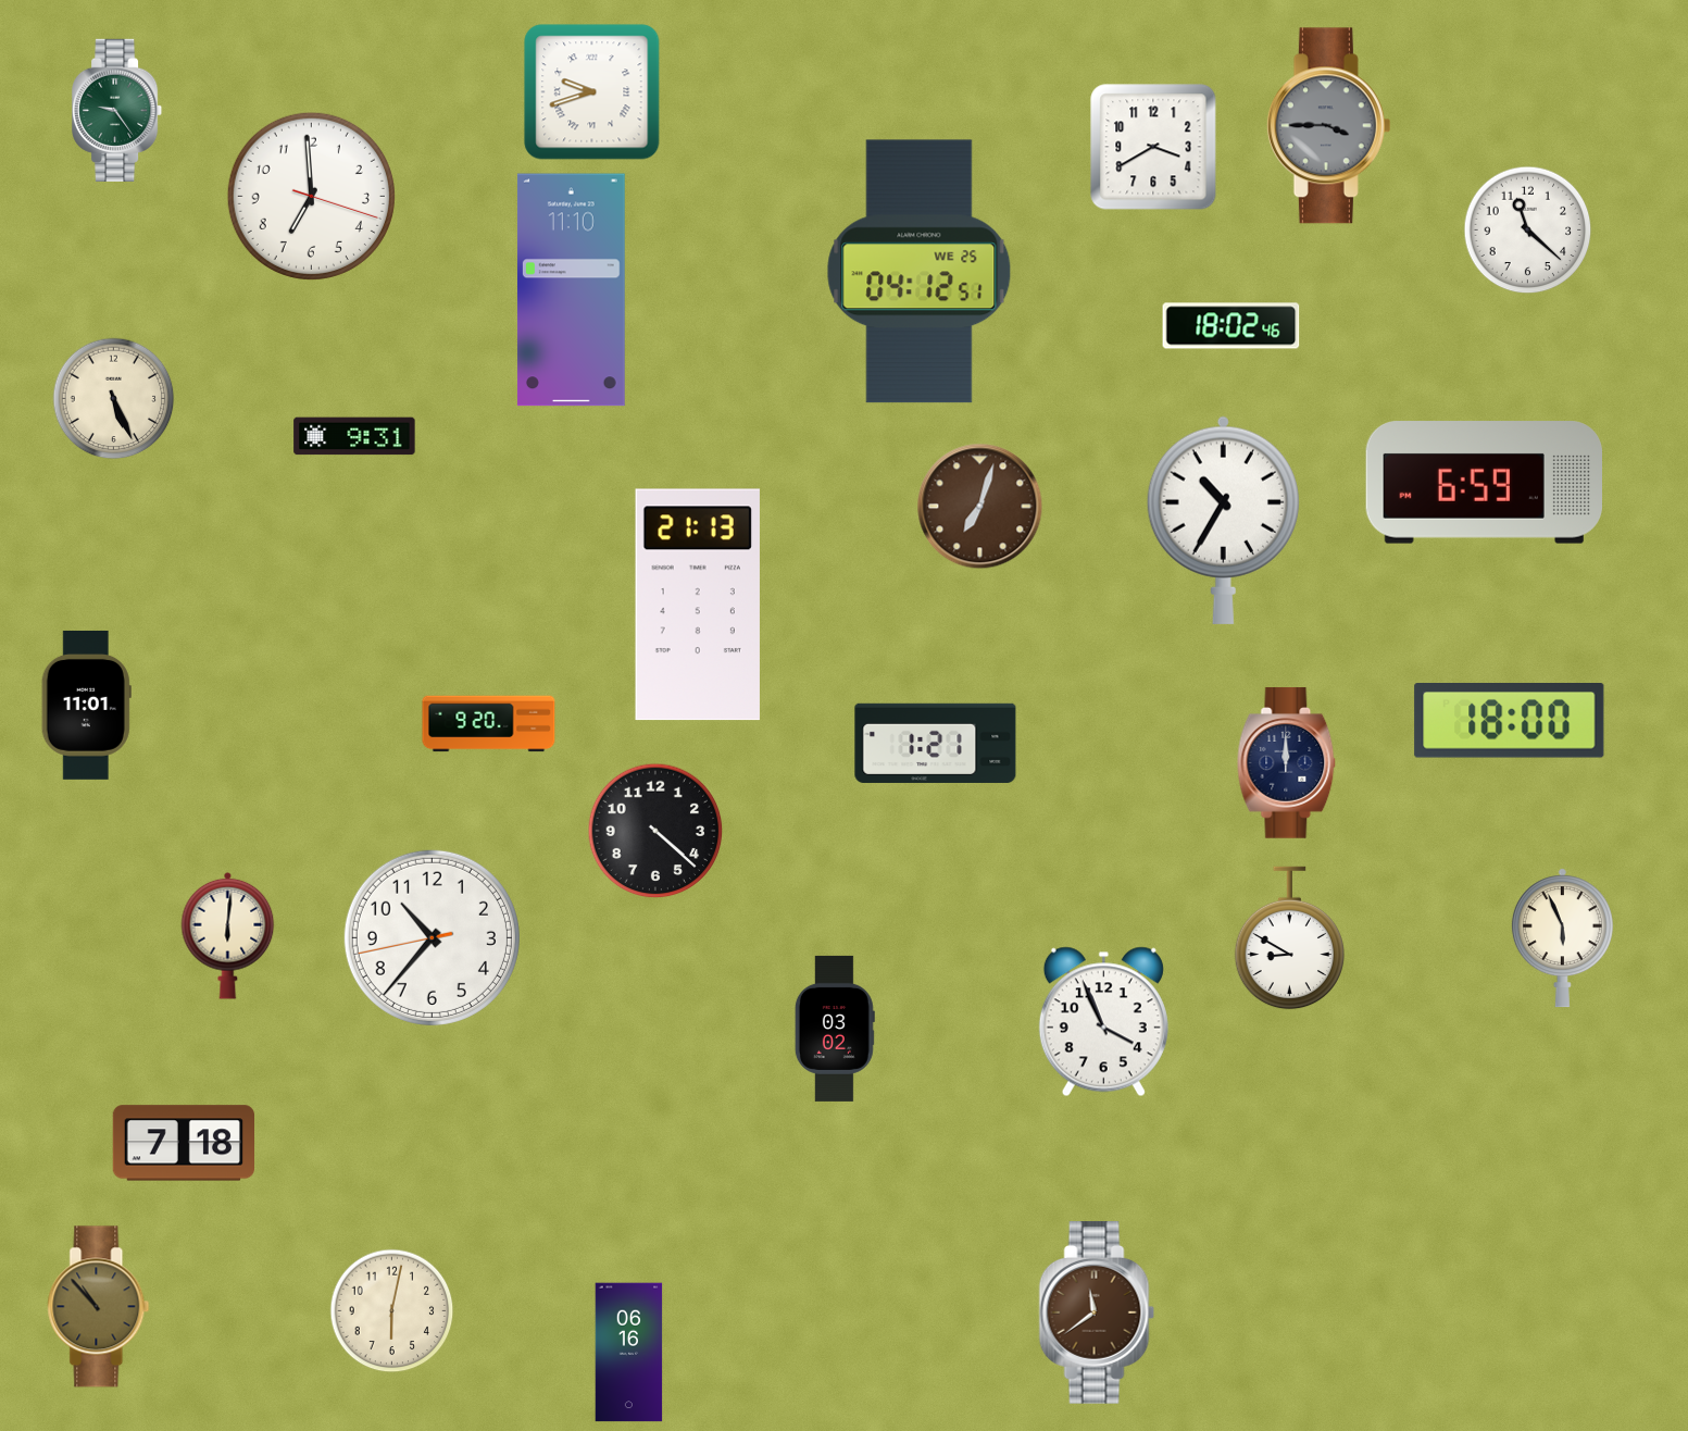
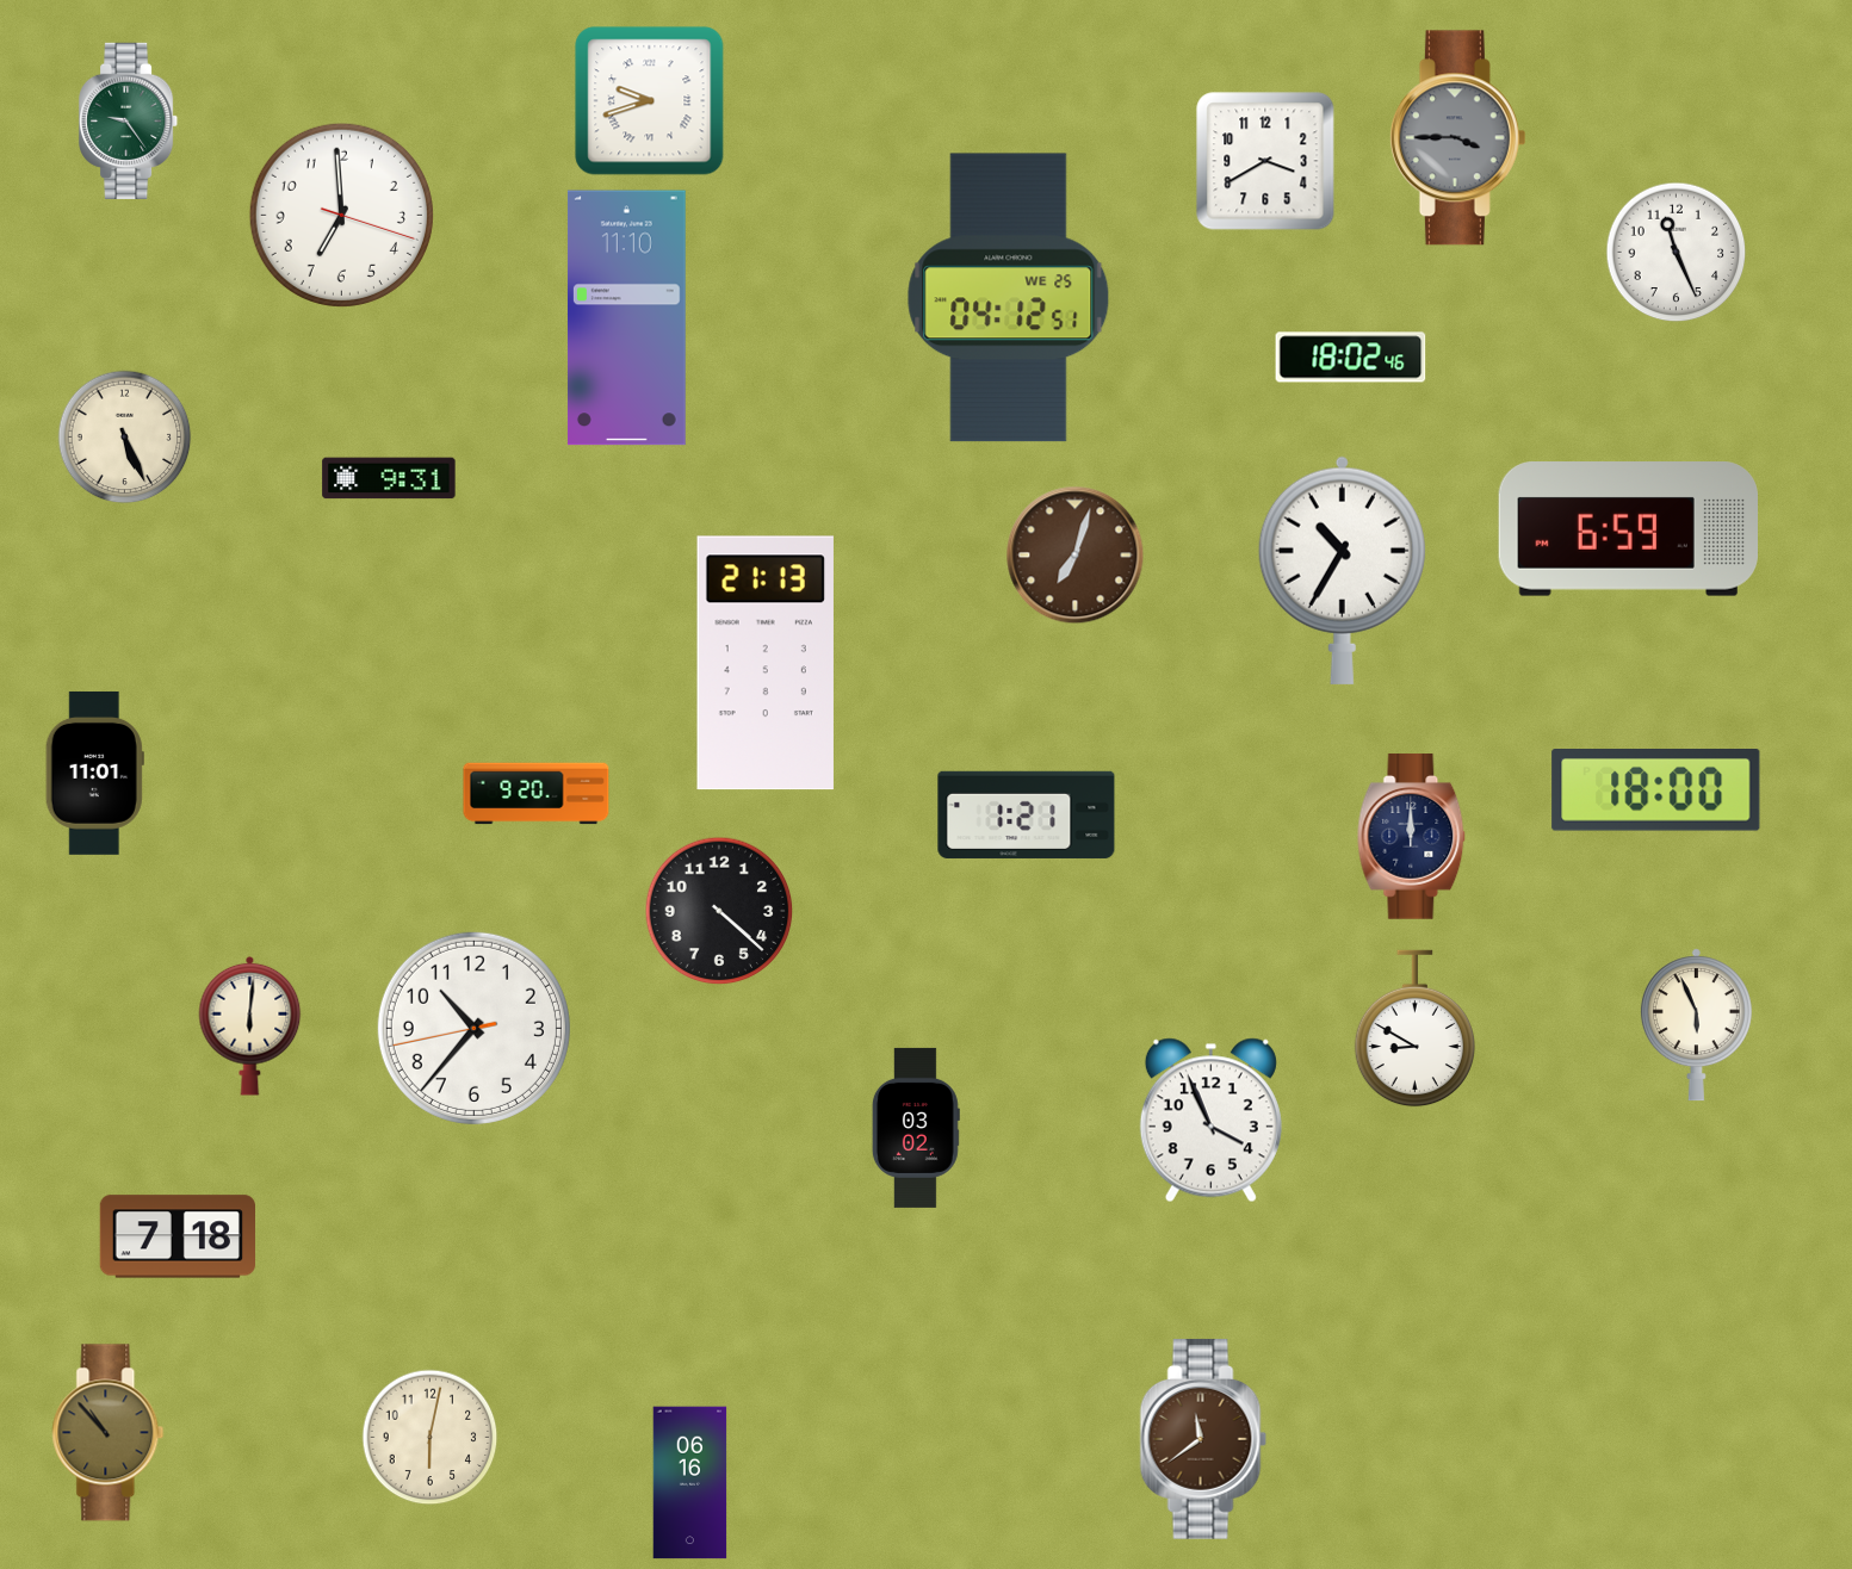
clock at (1528, 231): 11:22 -> 11:26
clock at (1562, 938) position: (1562, 938) -> (1696, 1025)
clock at (183, 1143) position: (183, 1143) -> (176, 1236)
